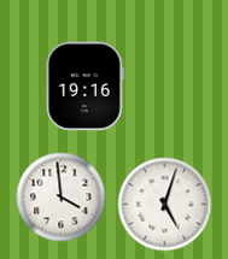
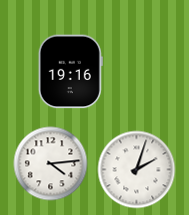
clock at (62, 198): 3:59 -> 4:14
clock at (165, 205): 5:03 -> 2:03
